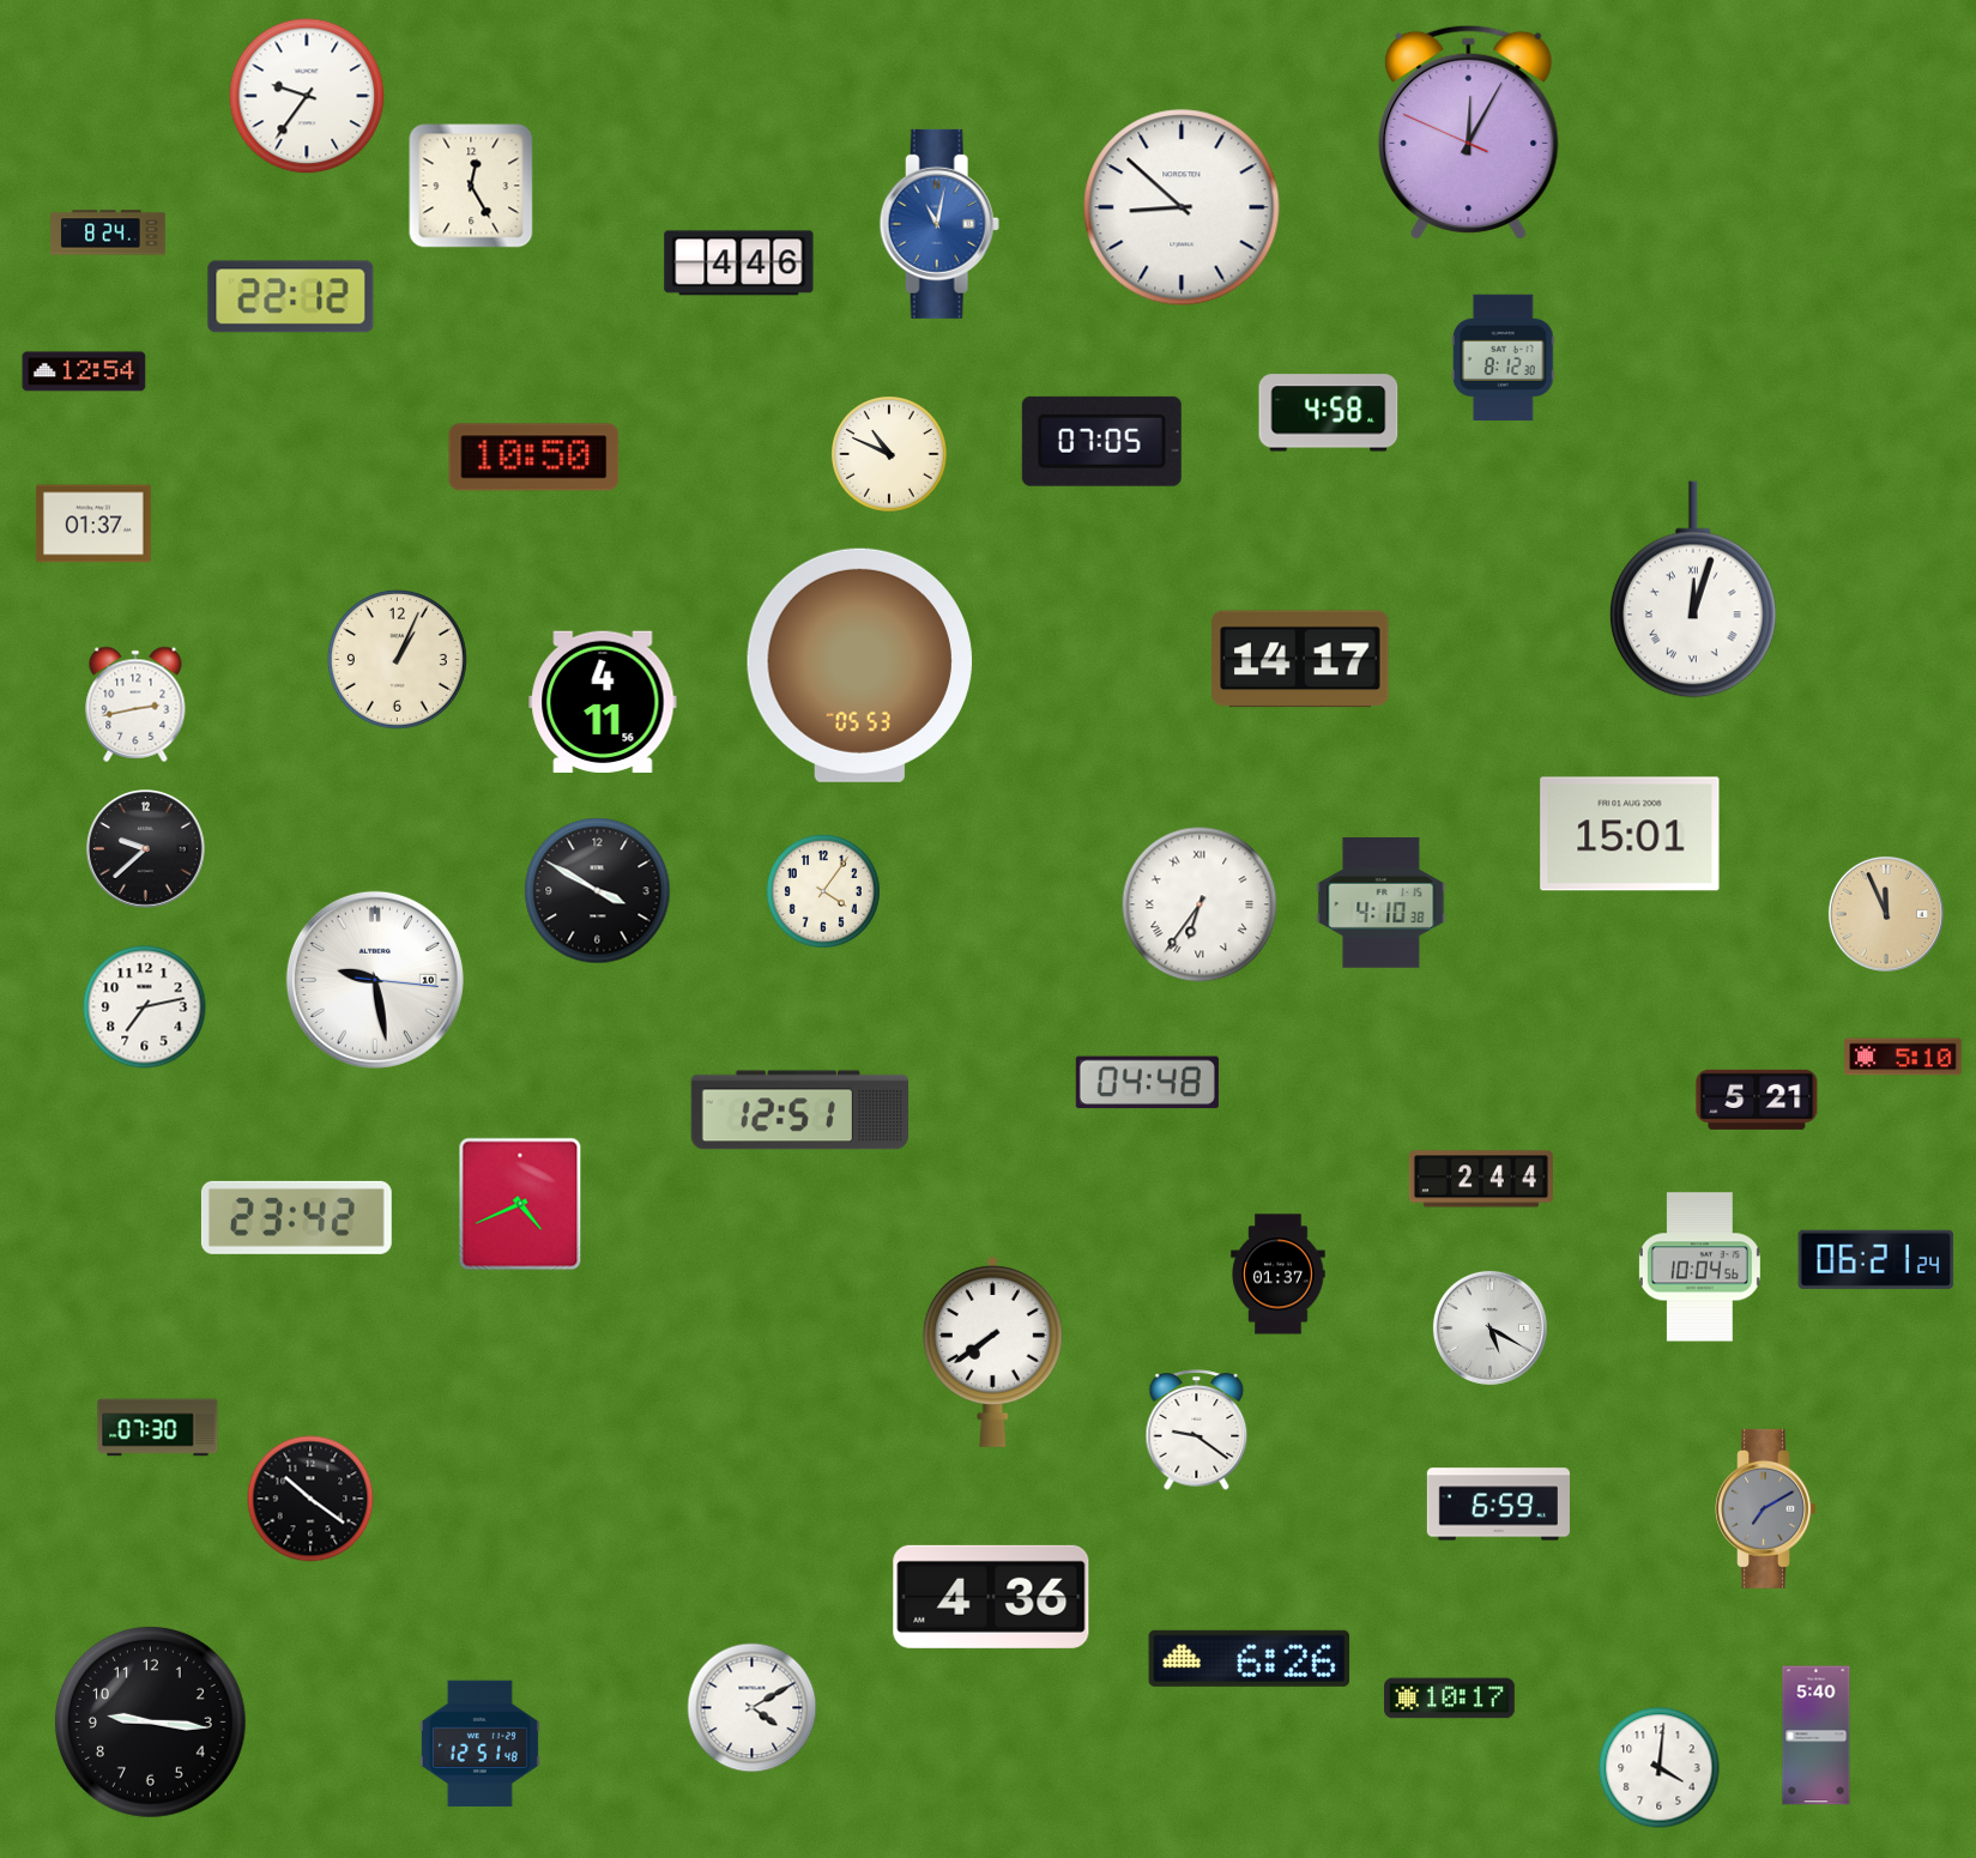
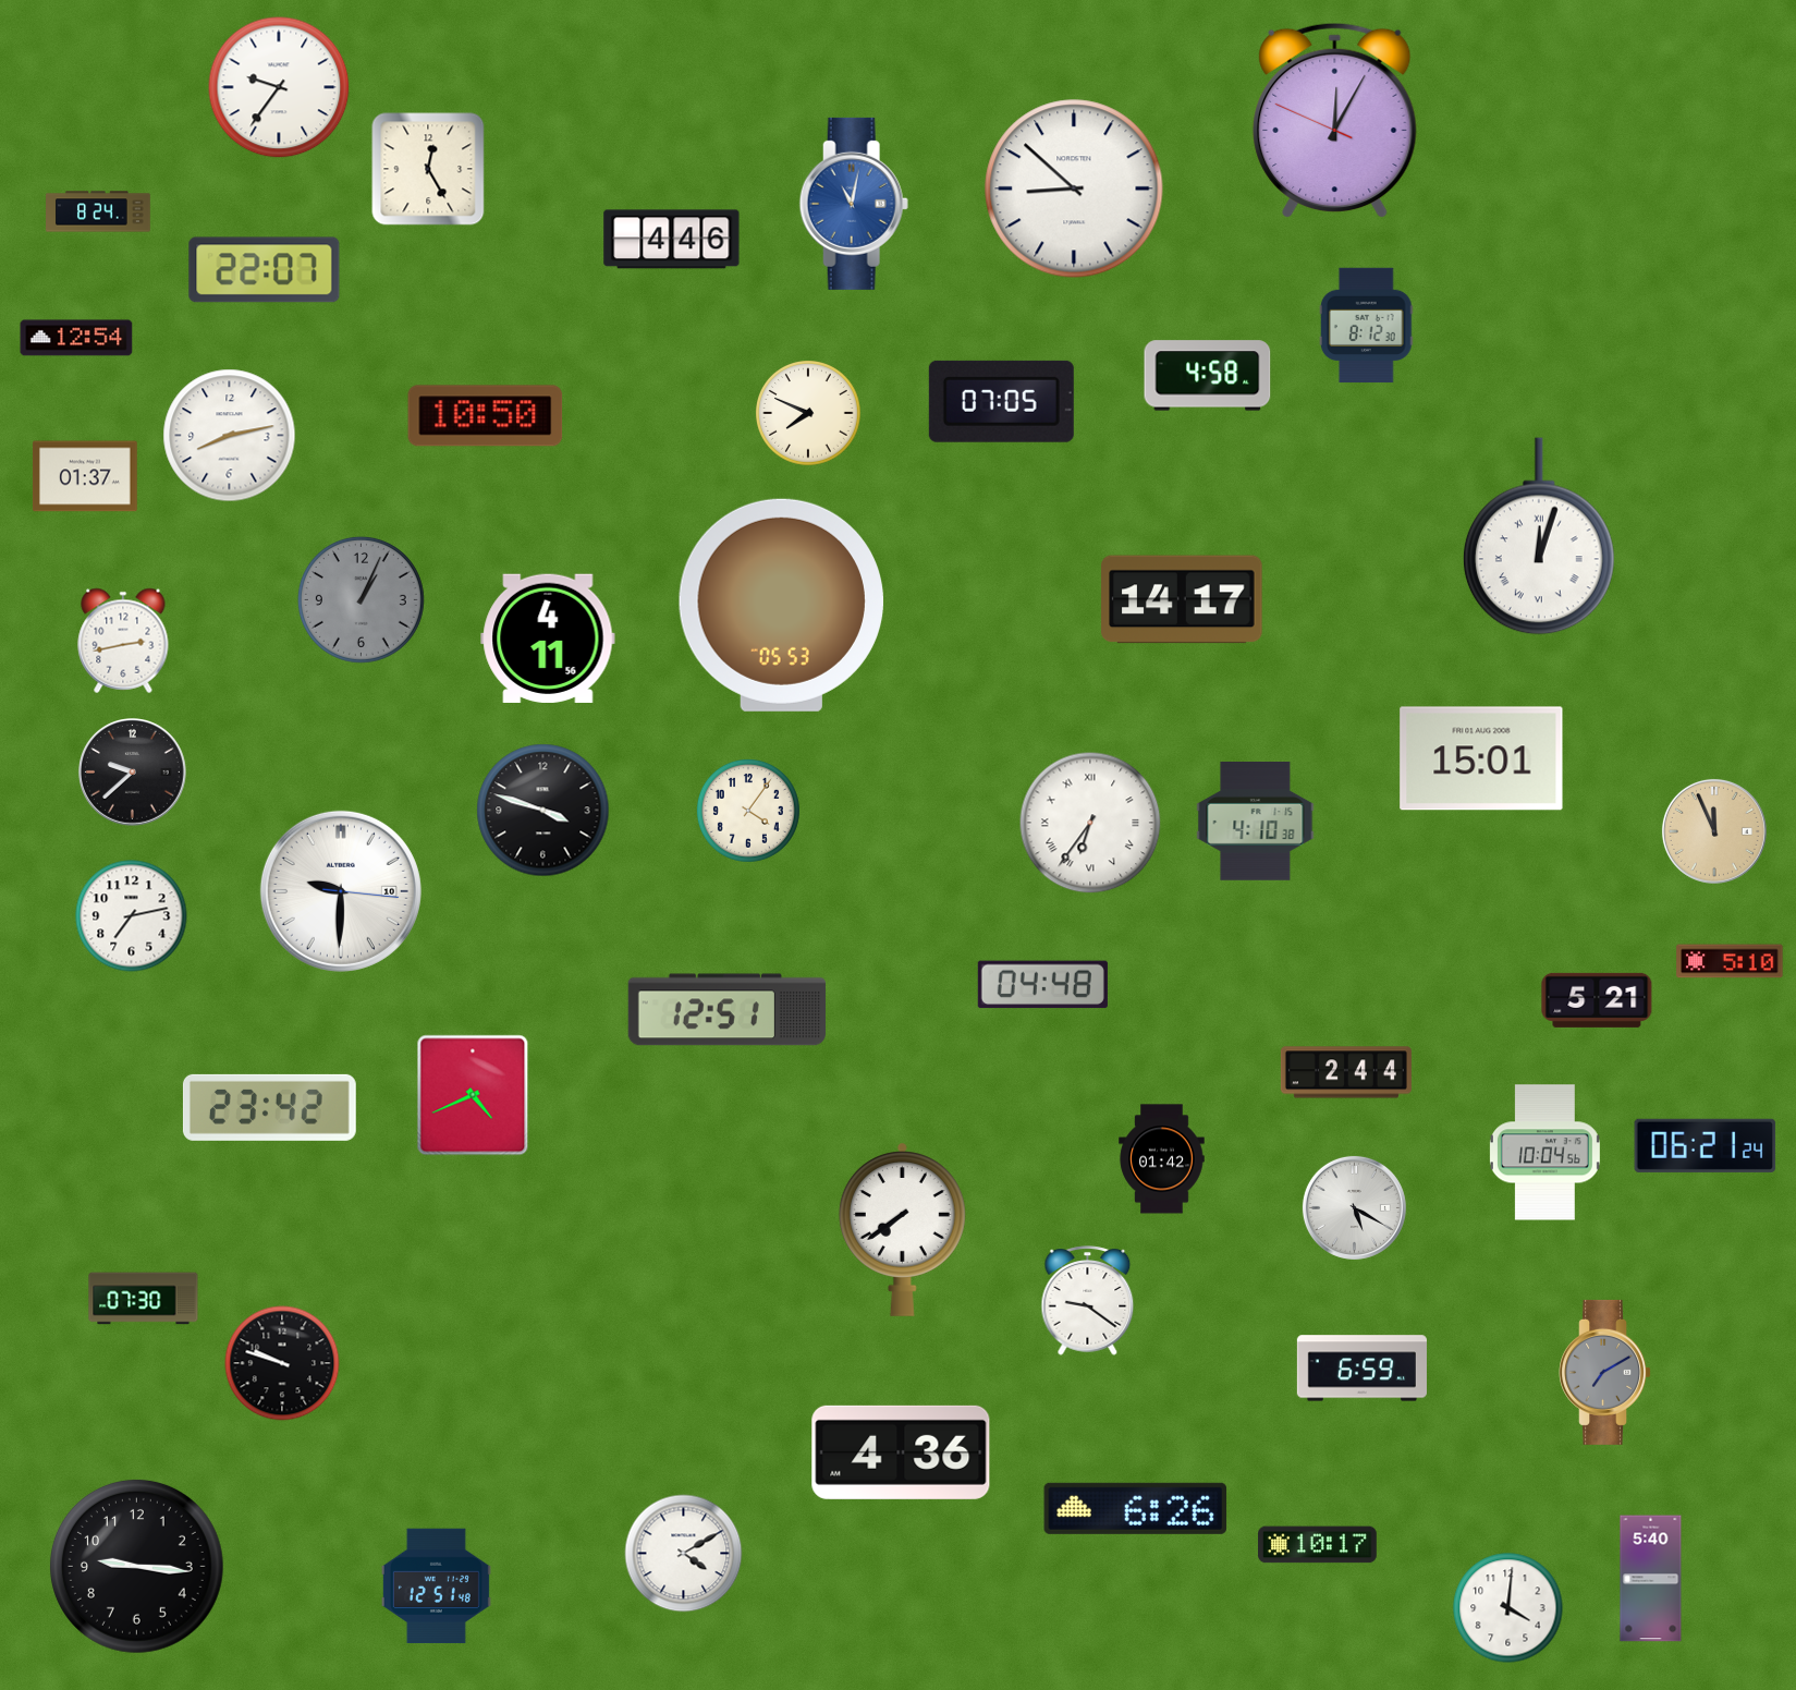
clock at (291, 297): 22:12 -> 22:07
clock at (890, 455): 10:49 -> 7:49
clock at (230, 436): none -> 8:13
clock at (397, 659) dial: cream -> grey
clock at (598, 891): 3:50 -> 3:48
clock at (375, 980): 9:28 -> 9:30
clock at (1279, 1275): 01:37 -> 01:42
clock at (310, 1499): 10:21 -> 9:48
